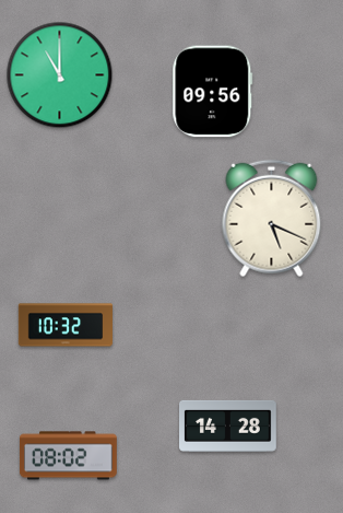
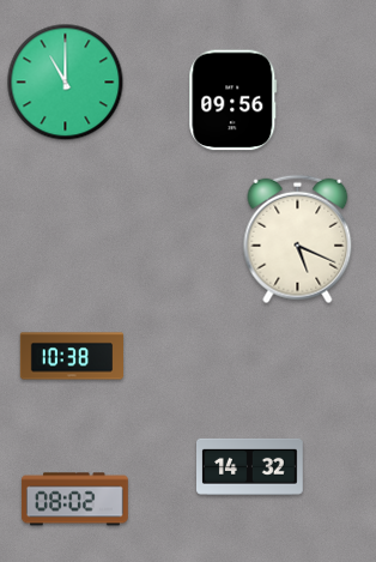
clock at (64, 325): 10:32 -> 10:38
clock at (228, 425): 14:28 -> 14:32
